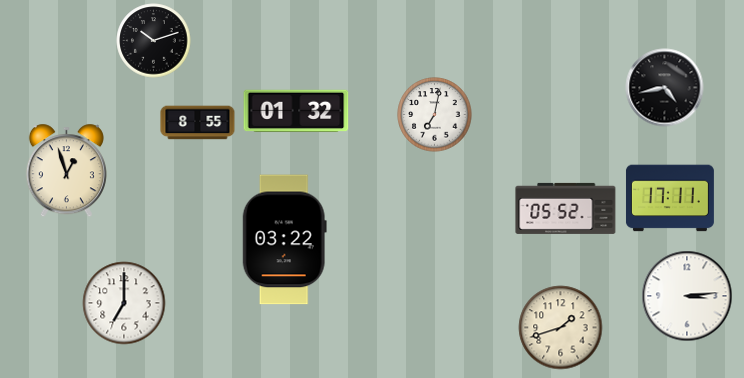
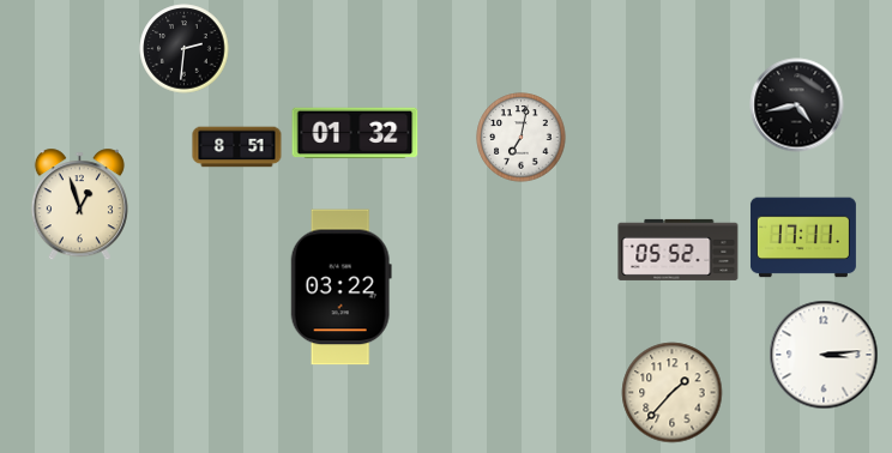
clock at (154, 41): 10:12 -> 2:31
clock at (198, 123): 8:55 -> 8:51
clock at (124, 303): 7:00 -> none
clock at (561, 328): 1:42 -> 1:37
